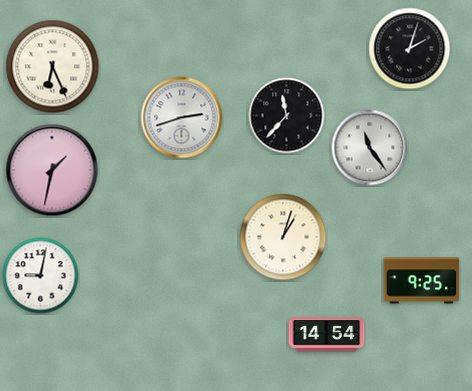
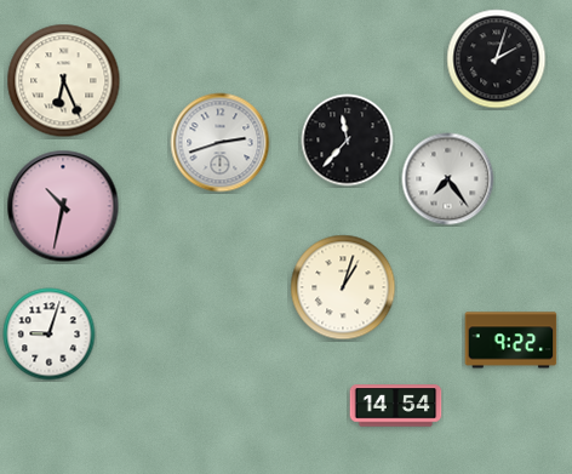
clock at (370, 148): 11:24 -> 7:24
clock at (52, 170): 1:32 -> 10:32
clock at (41, 276): 9:02 -> 9:03
clock at (422, 281): 9:25 -> 9:22
